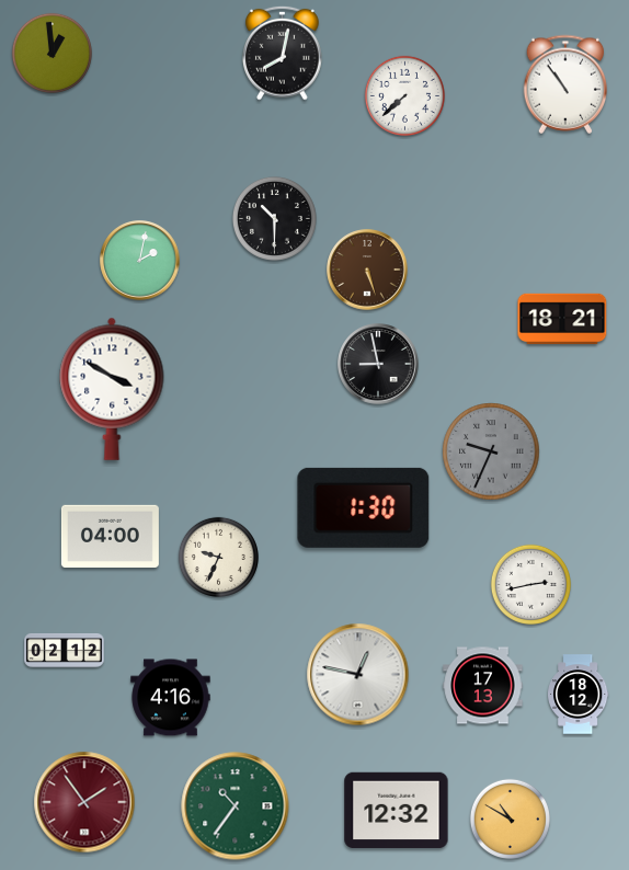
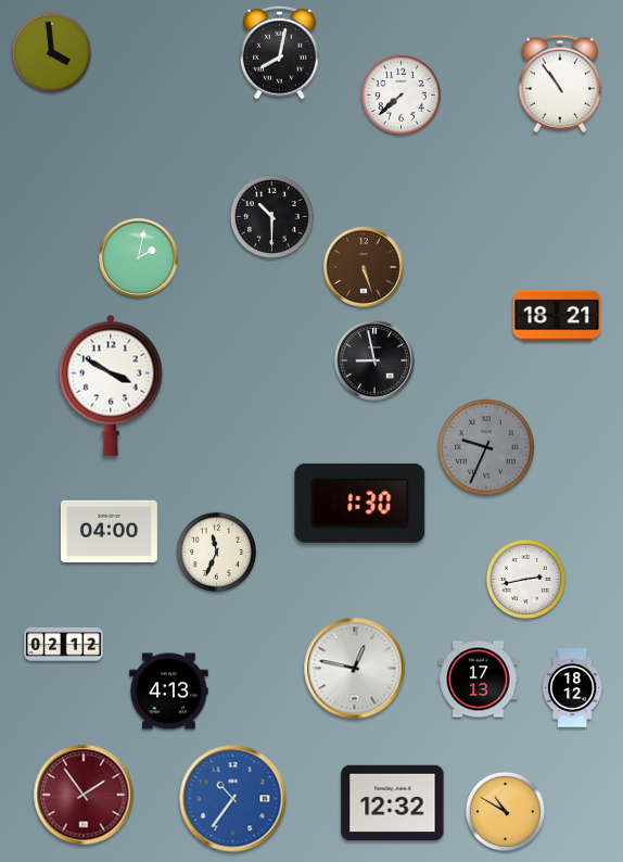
clock at (52, 53): 12:59 -> 3:59
clock at (218, 557): 9:34 -> 11:34
clock at (171, 698): 4:16 -> 4:13
clock at (236, 806) dial: green -> blue
